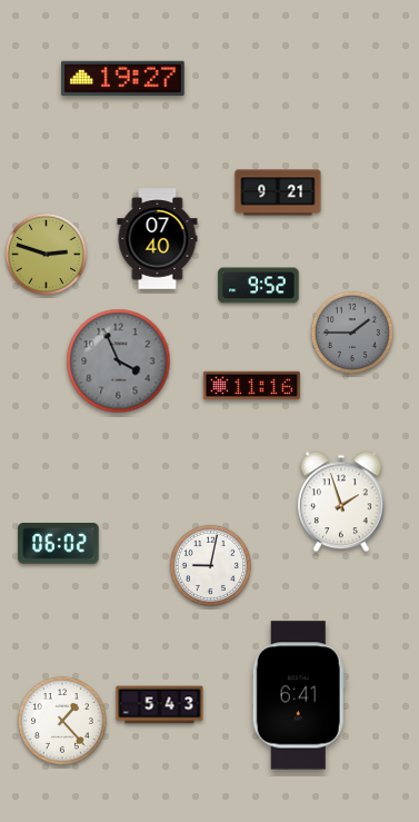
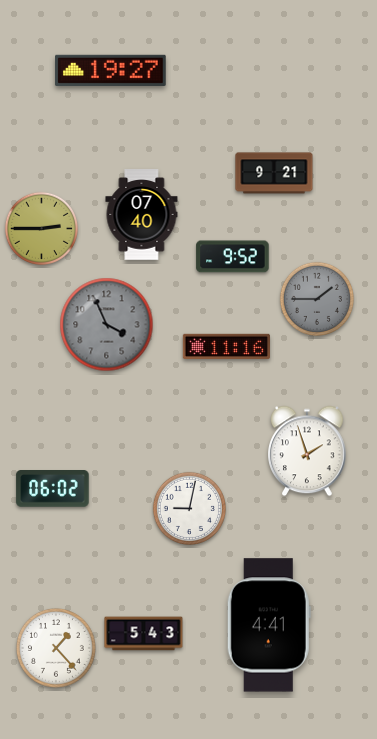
clock at (278, 192) position: (278, 192) -> (274, 173)
clock at (46, 254): 2:48 -> 2:45
clock at (299, 695): 6:41 -> 4:41
